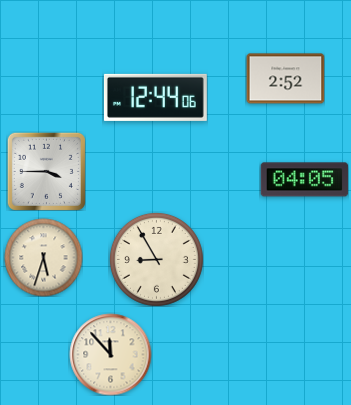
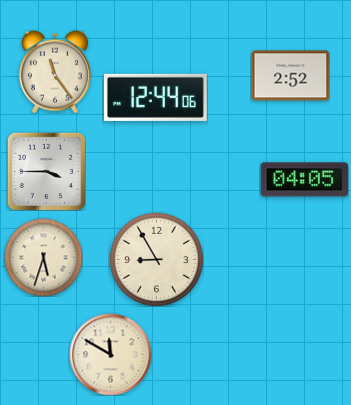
clock at (55, 72): none -> 11:24
clock at (285, 79) position: (285, 79) -> (290, 76)
clock at (110, 354): 11:53 -> 11:50
